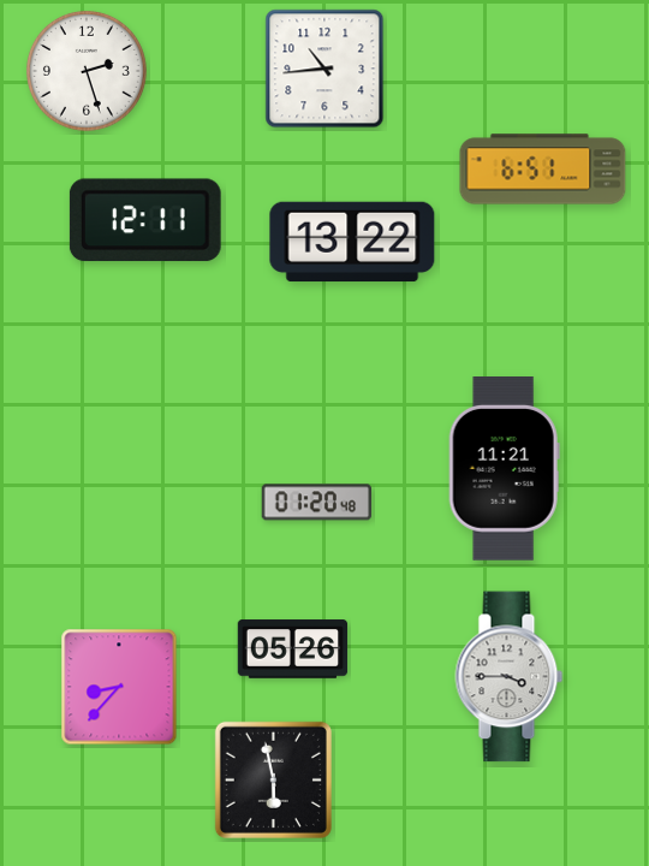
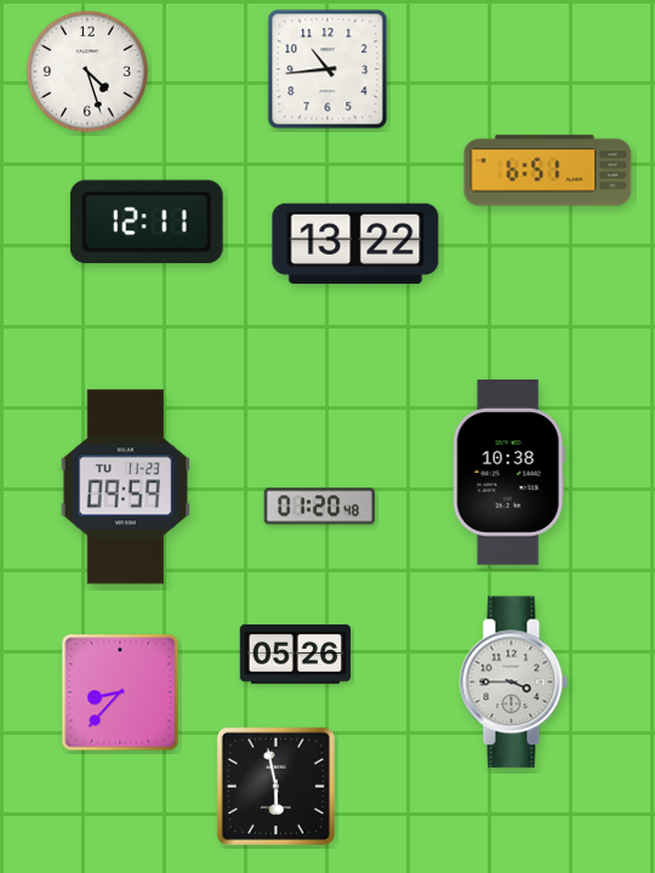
clock at (87, 71): 2:27 -> 4:27
clock at (504, 469): 11:21 -> 10:38
clock at (125, 487): none -> 09:59
